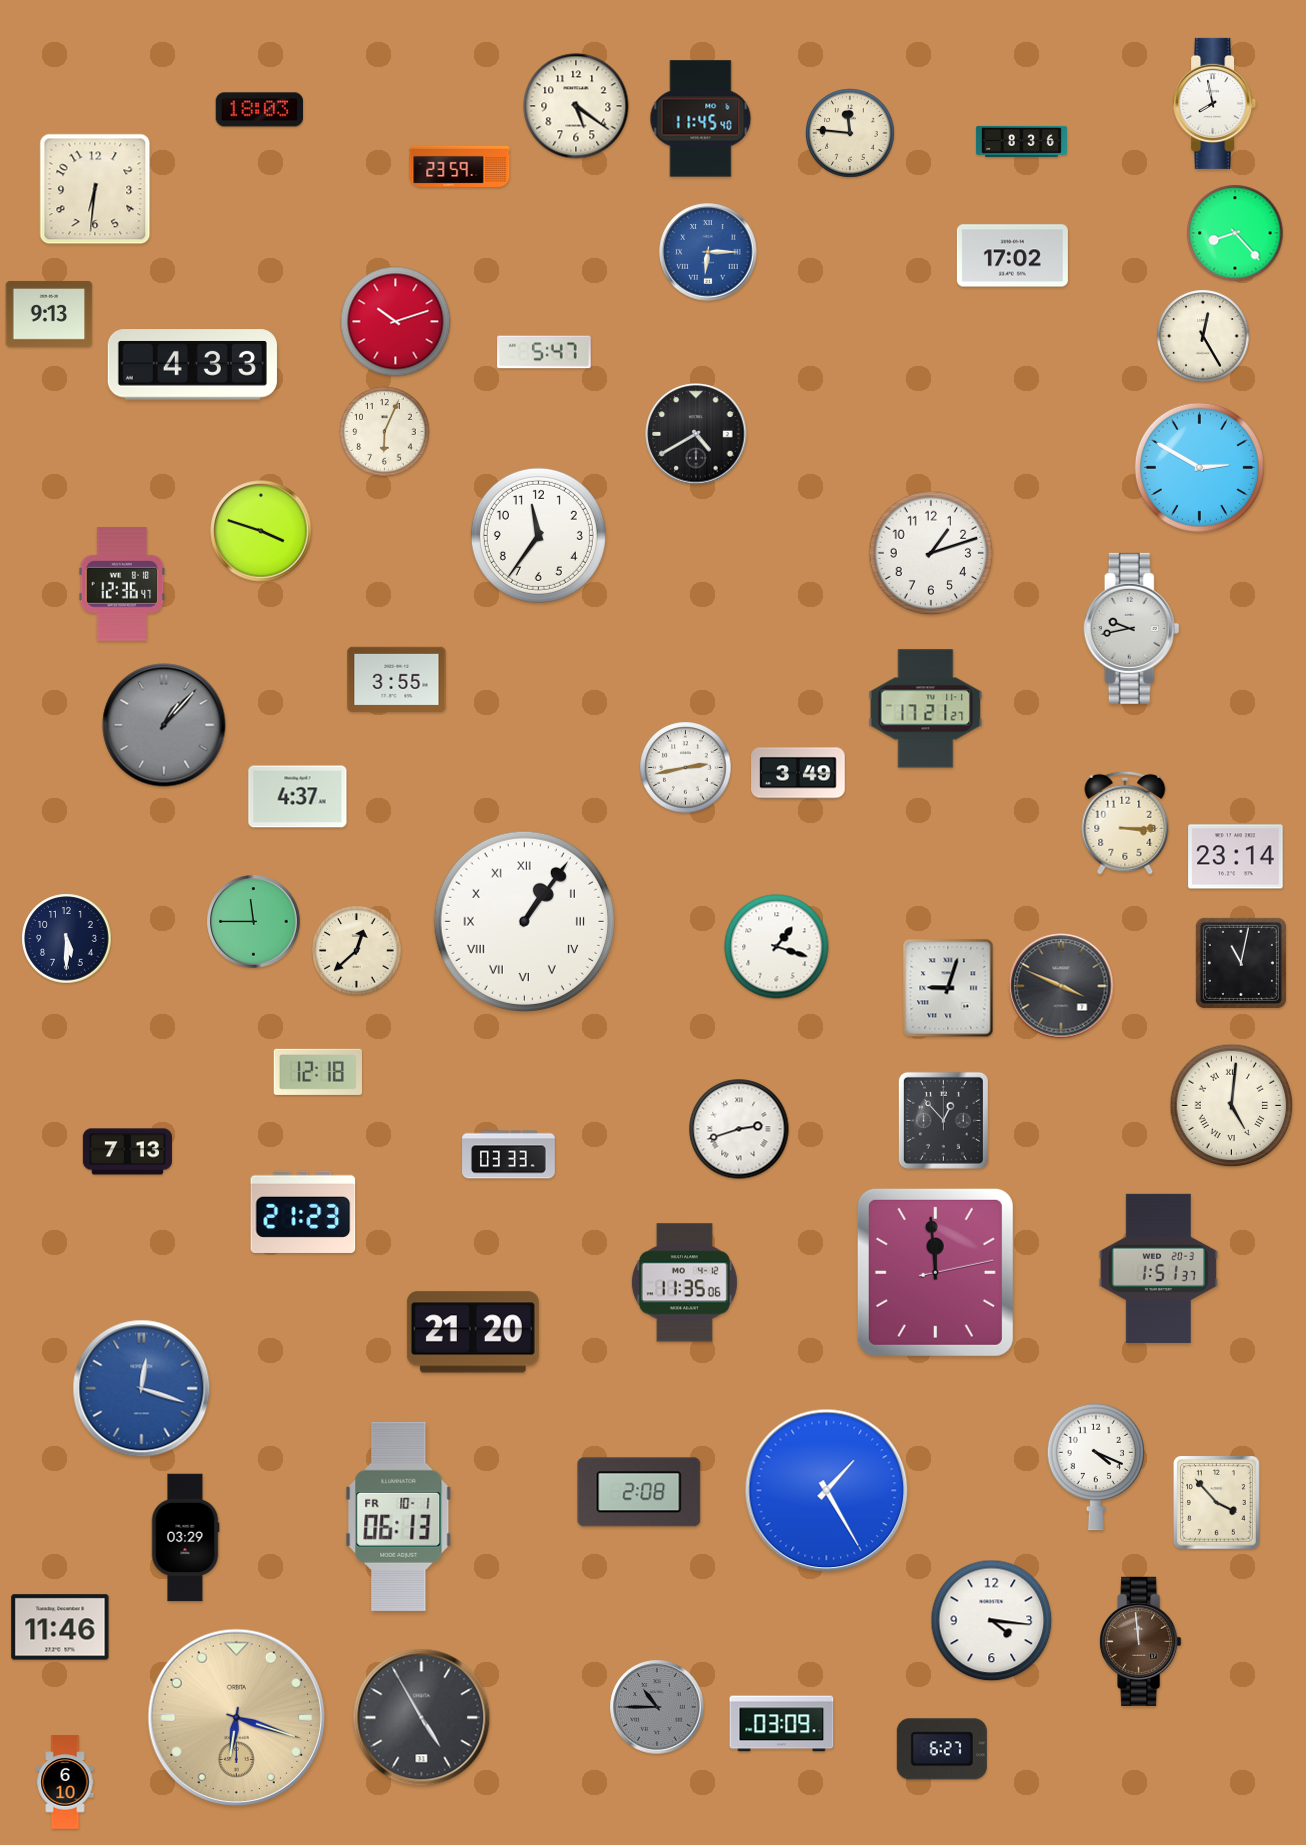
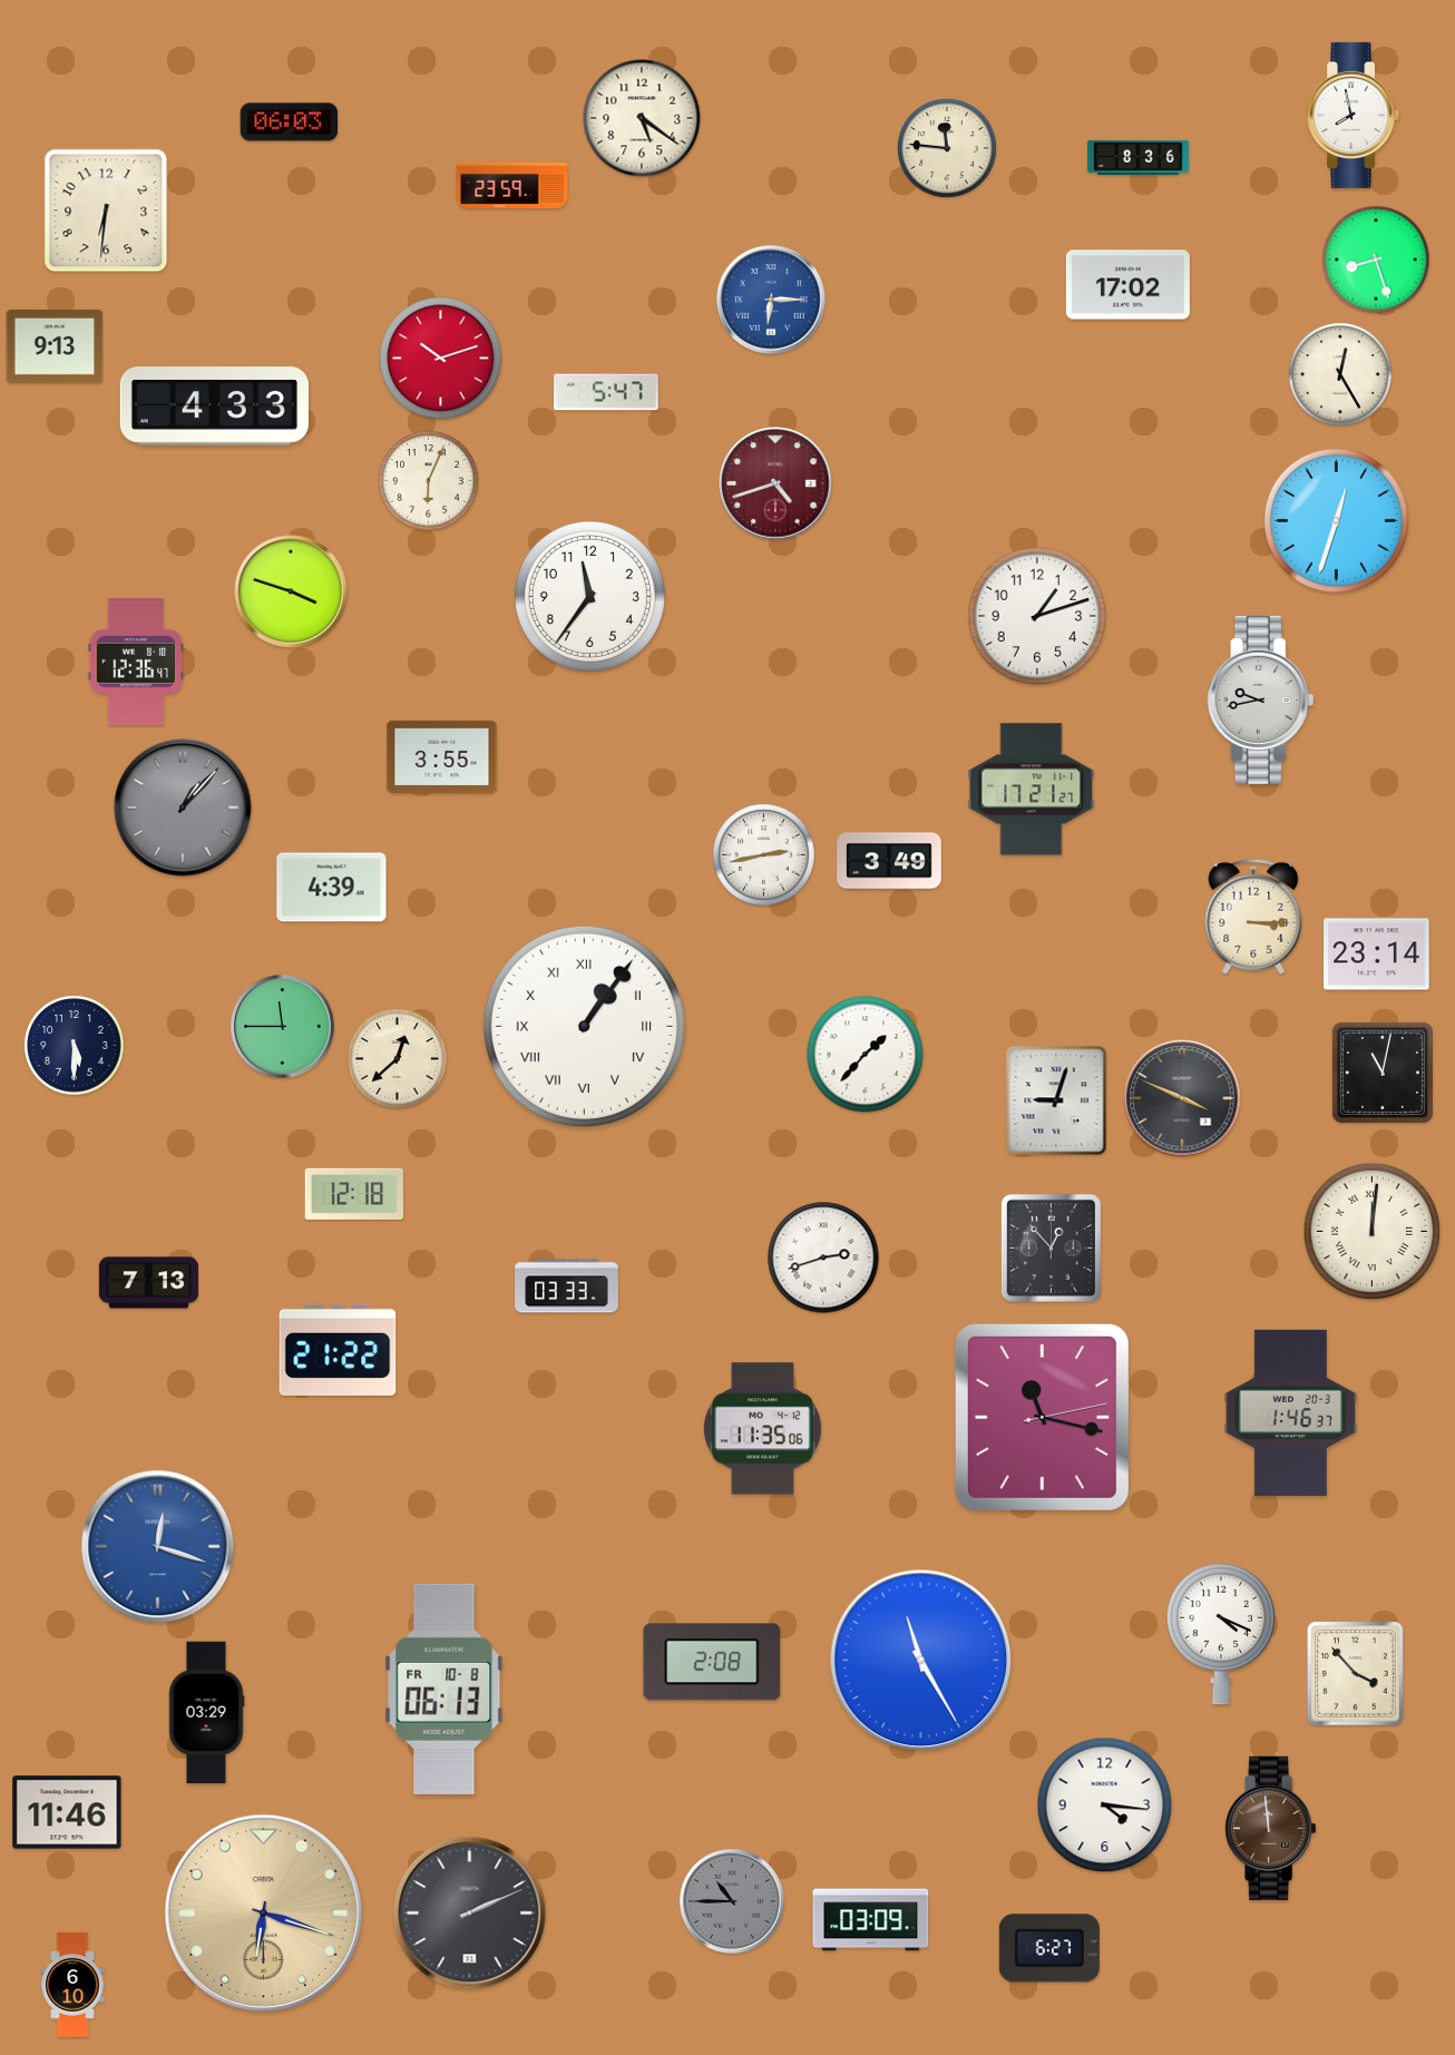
clock at (260, 110): 18:03 -> 06:03
clock at (701, 119): 11:45 -> none
clock at (1235, 233): 8:23 -> 8:27
clock at (708, 252) position: (708, 252) -> (771, 300)
clock at (49, 314) position: (49, 314) -> (55, 346)
clock at (696, 434): 4:40 -> 4:42
clock at (696, 434) dial: black -> burgundy
clock at (1199, 467): 2:50 -> 12:33
clock at (538, 535) position: (538, 535) -> (589, 596)
clock at (122, 584) position: (122, 584) -> (136, 662)
clock at (298, 797): 4:37 -> 4:39
clock at (777, 947): 1:18 -> 1:37
clock at (1232, 1106): 5:01 -> 12:01
clock at (127, 1152) position: (127, 1152) -> (148, 1283)
clock at (303, 1212): 21:23 -> 21:22
clock at (1159, 1268): 1:51 -> 1:46
clock at (935, 1272): 11:59 -> 11:17
clock at (473, 1332): 21:20 -> none
clock at (827, 1491): 1:25 -> 11:25
clock at (399, 1516) date: FR 10-1 -> FR 10-8
clock at (422, 1718): 4:55 -> 2:11
